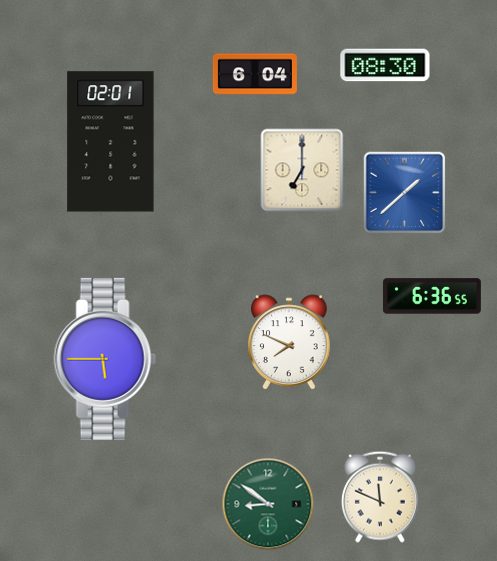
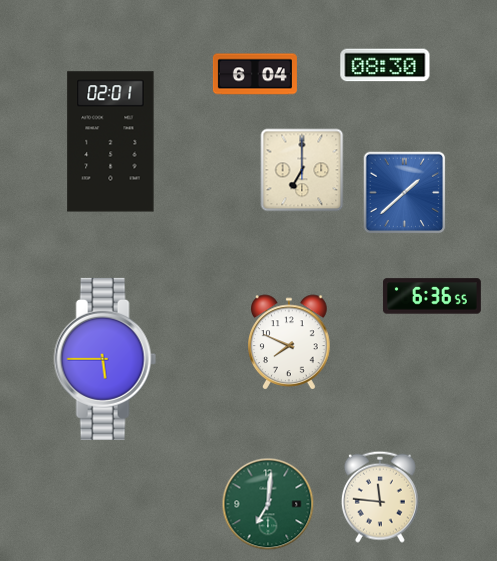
clock at (380, 497): 11:49 -> 11:46
clock at (268, 504): 8:51 -> 7:01
